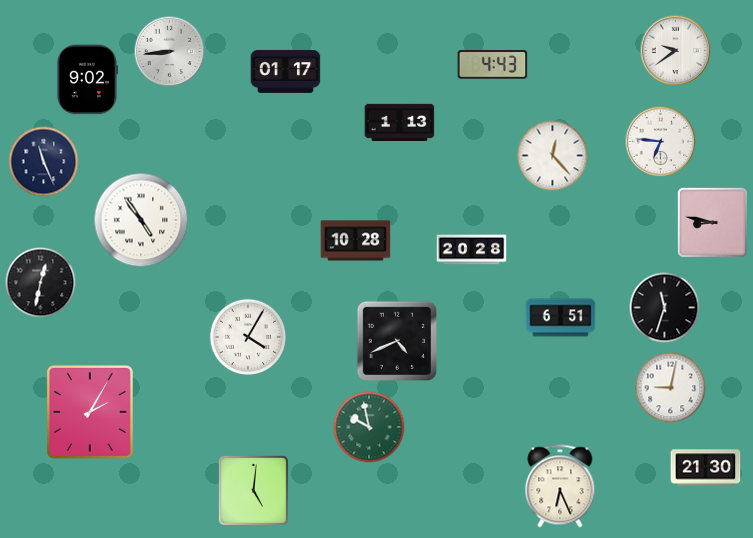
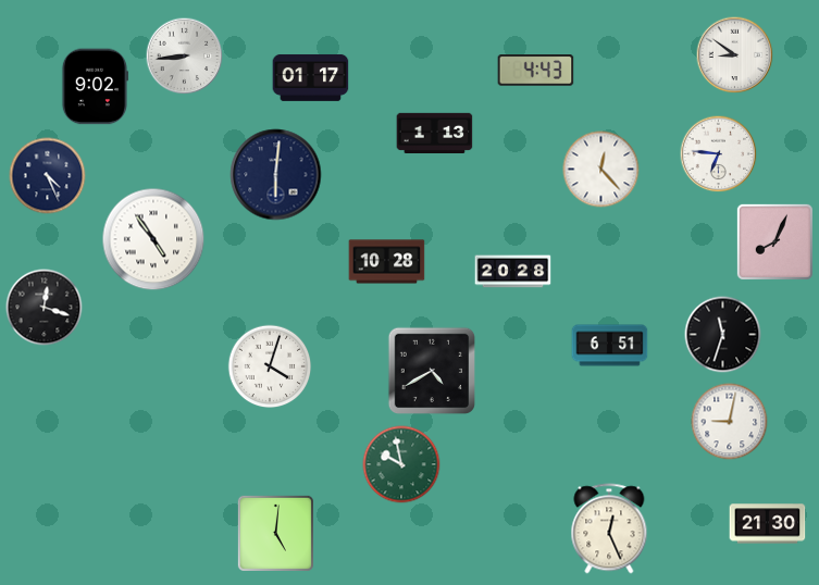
clock at (676, 51): 9:39 -> 8:51
clock at (276, 175): none -> 6:01
clock at (44, 162): 11:26 -> 4:26
clock at (712, 222): 8:47 -> 8:04
clock at (41, 283): 12:32 -> 12:18
clock at (248, 337): 4:05 -> 4:03
clock at (396, 340): 4:41 -> 4:40
clock at (90, 412): 2:05 -> none
clock at (706, 468) position: (706, 468) -> (768, 524)
clock at (560, 486): 6:26 -> 12:26
